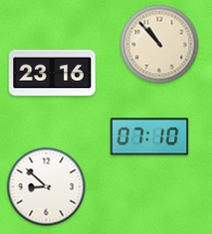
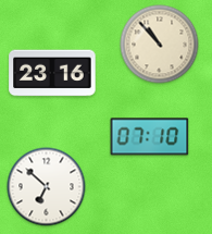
clock at (47, 187): 8:52 -> 6:52
